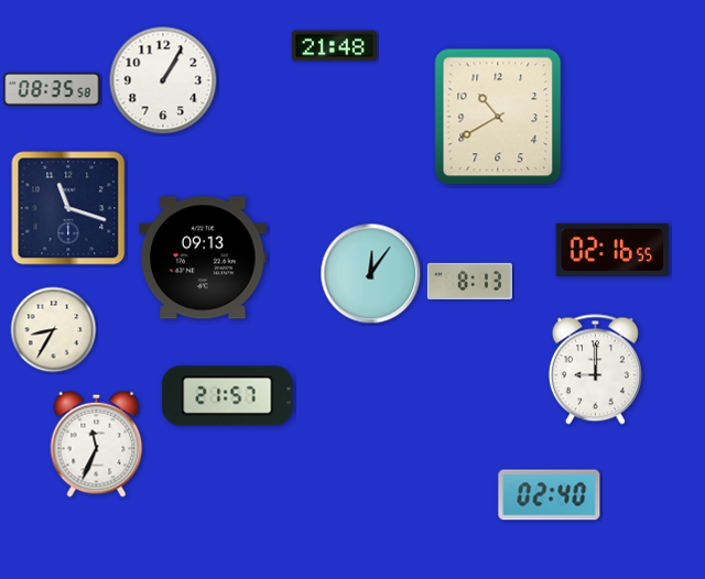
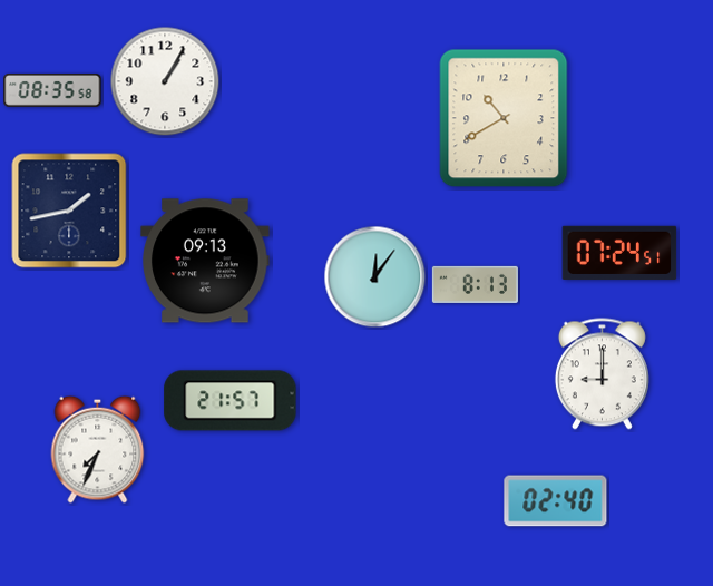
clock at (334, 46): 21:48 -> none
clock at (68, 208): 11:18 -> 1:43
clock at (612, 250): 02:16 -> 07:24
clock at (54, 330): 8:35 -> none
clock at (97, 444): 11:34 -> 7:34
